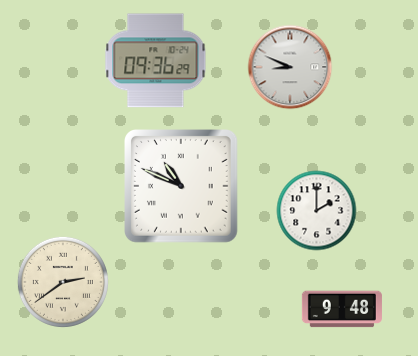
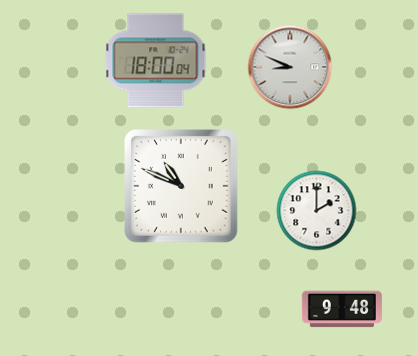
clock at (156, 61): 09:36 -> 18:00
clock at (63, 282): 2:39 -> none
